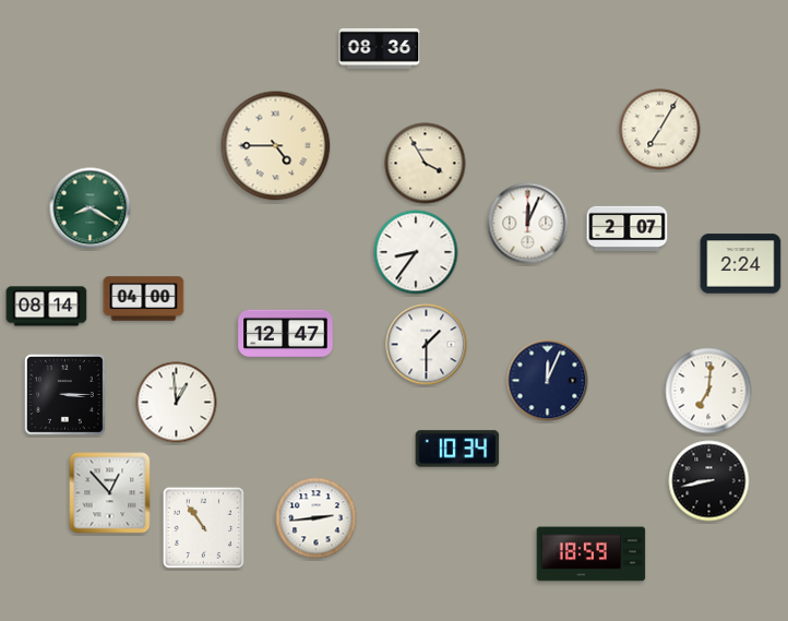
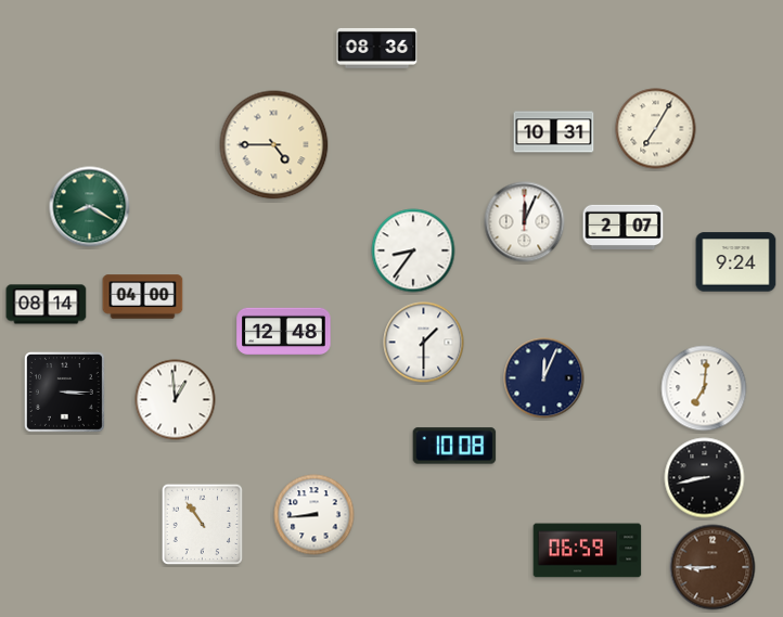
clock at (554, 132): none -> 10:31
clock at (426, 164): 3:55 -> none
clock at (741, 264): 2:24 -> 9:24
clock at (286, 334): 12:47 -> 12:48
clock at (457, 449): 10:34 -> 10:08
clock at (110, 493): 12:53 -> none
clock at (317, 518): 2:44 -> 8:44
clock at (592, 554): 18:59 -> 06:59
clock at (713, 567): none -> 8:45
